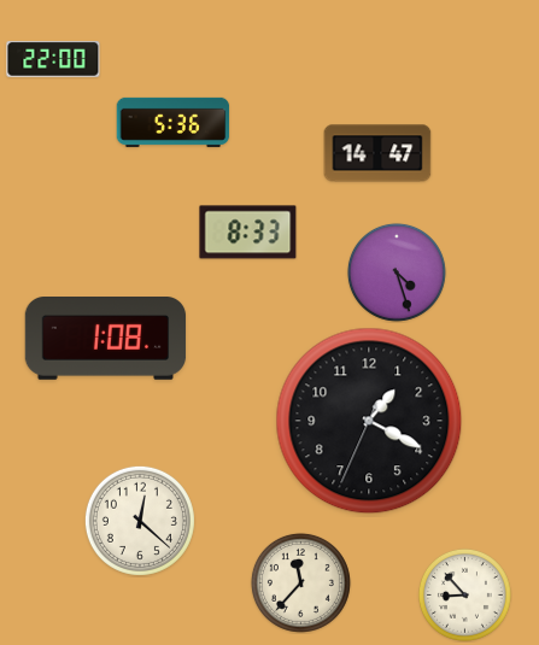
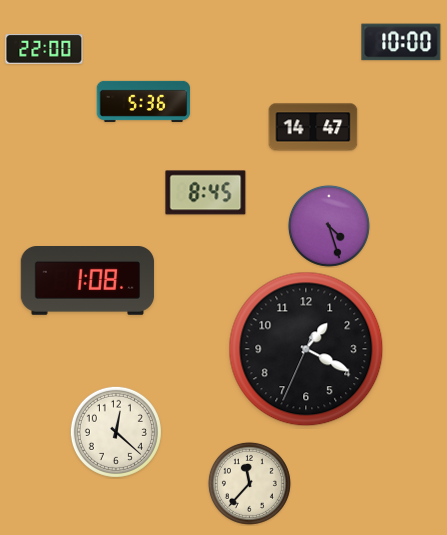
clock at (401, 42): none -> 10:00
clock at (248, 233): 8:33 -> 8:45
clock at (464, 594): 8:53 -> none
